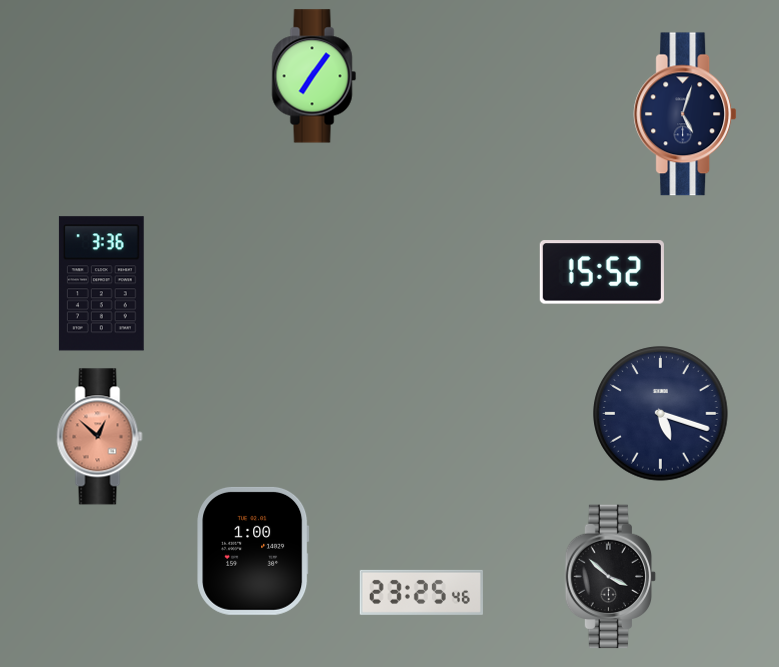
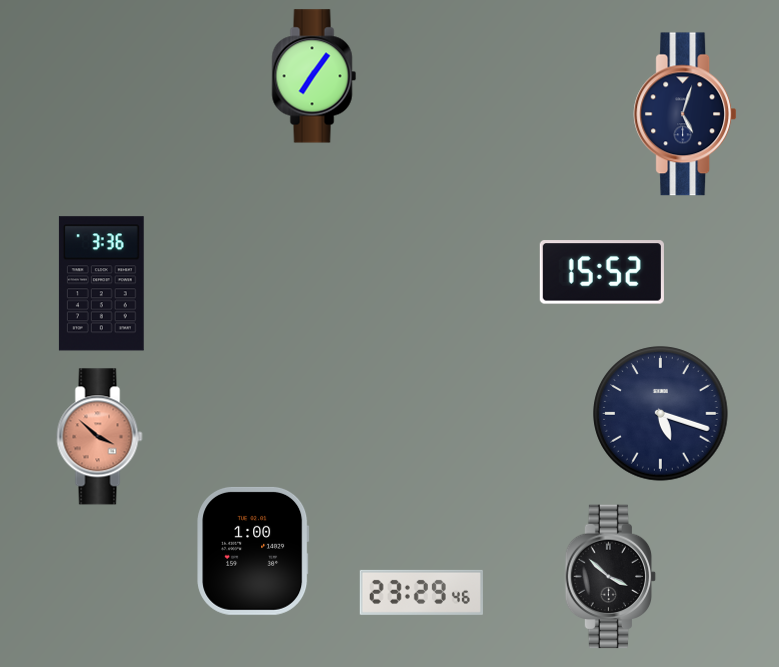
clock at (100, 437): 12:52 -> 3:52
clock at (421, 592): 23:25 -> 23:29
